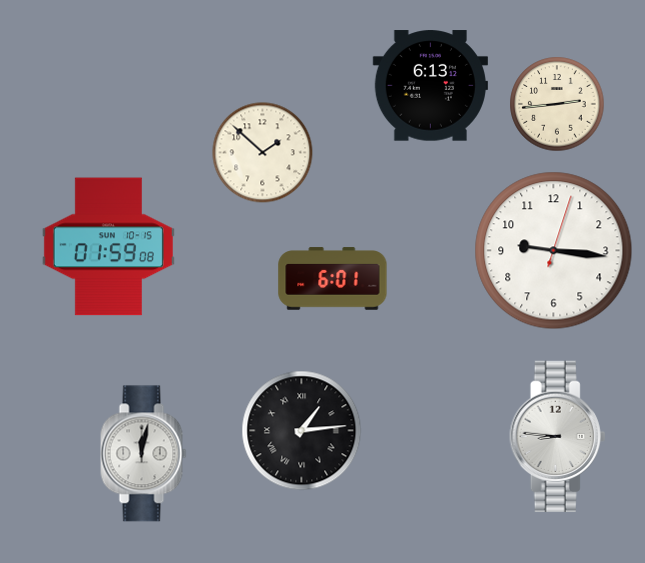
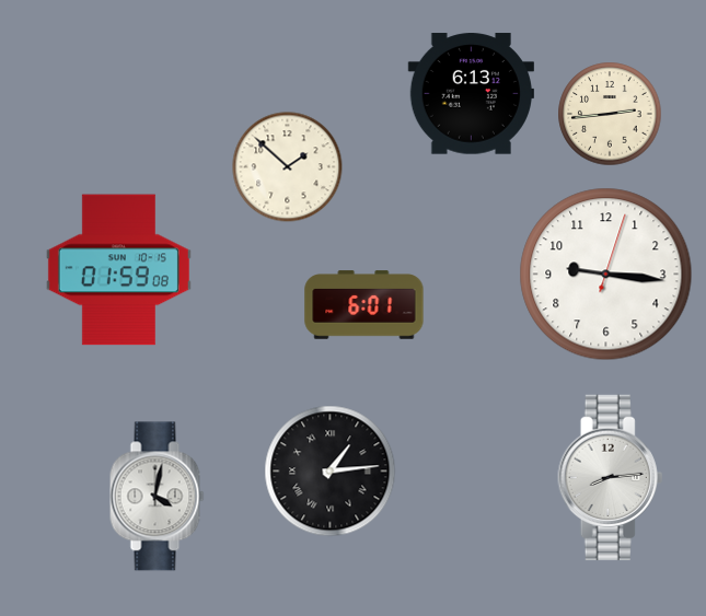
clock at (558, 437): 8:46 -> 8:14
clock at (144, 454): 12:02 -> 4:02
